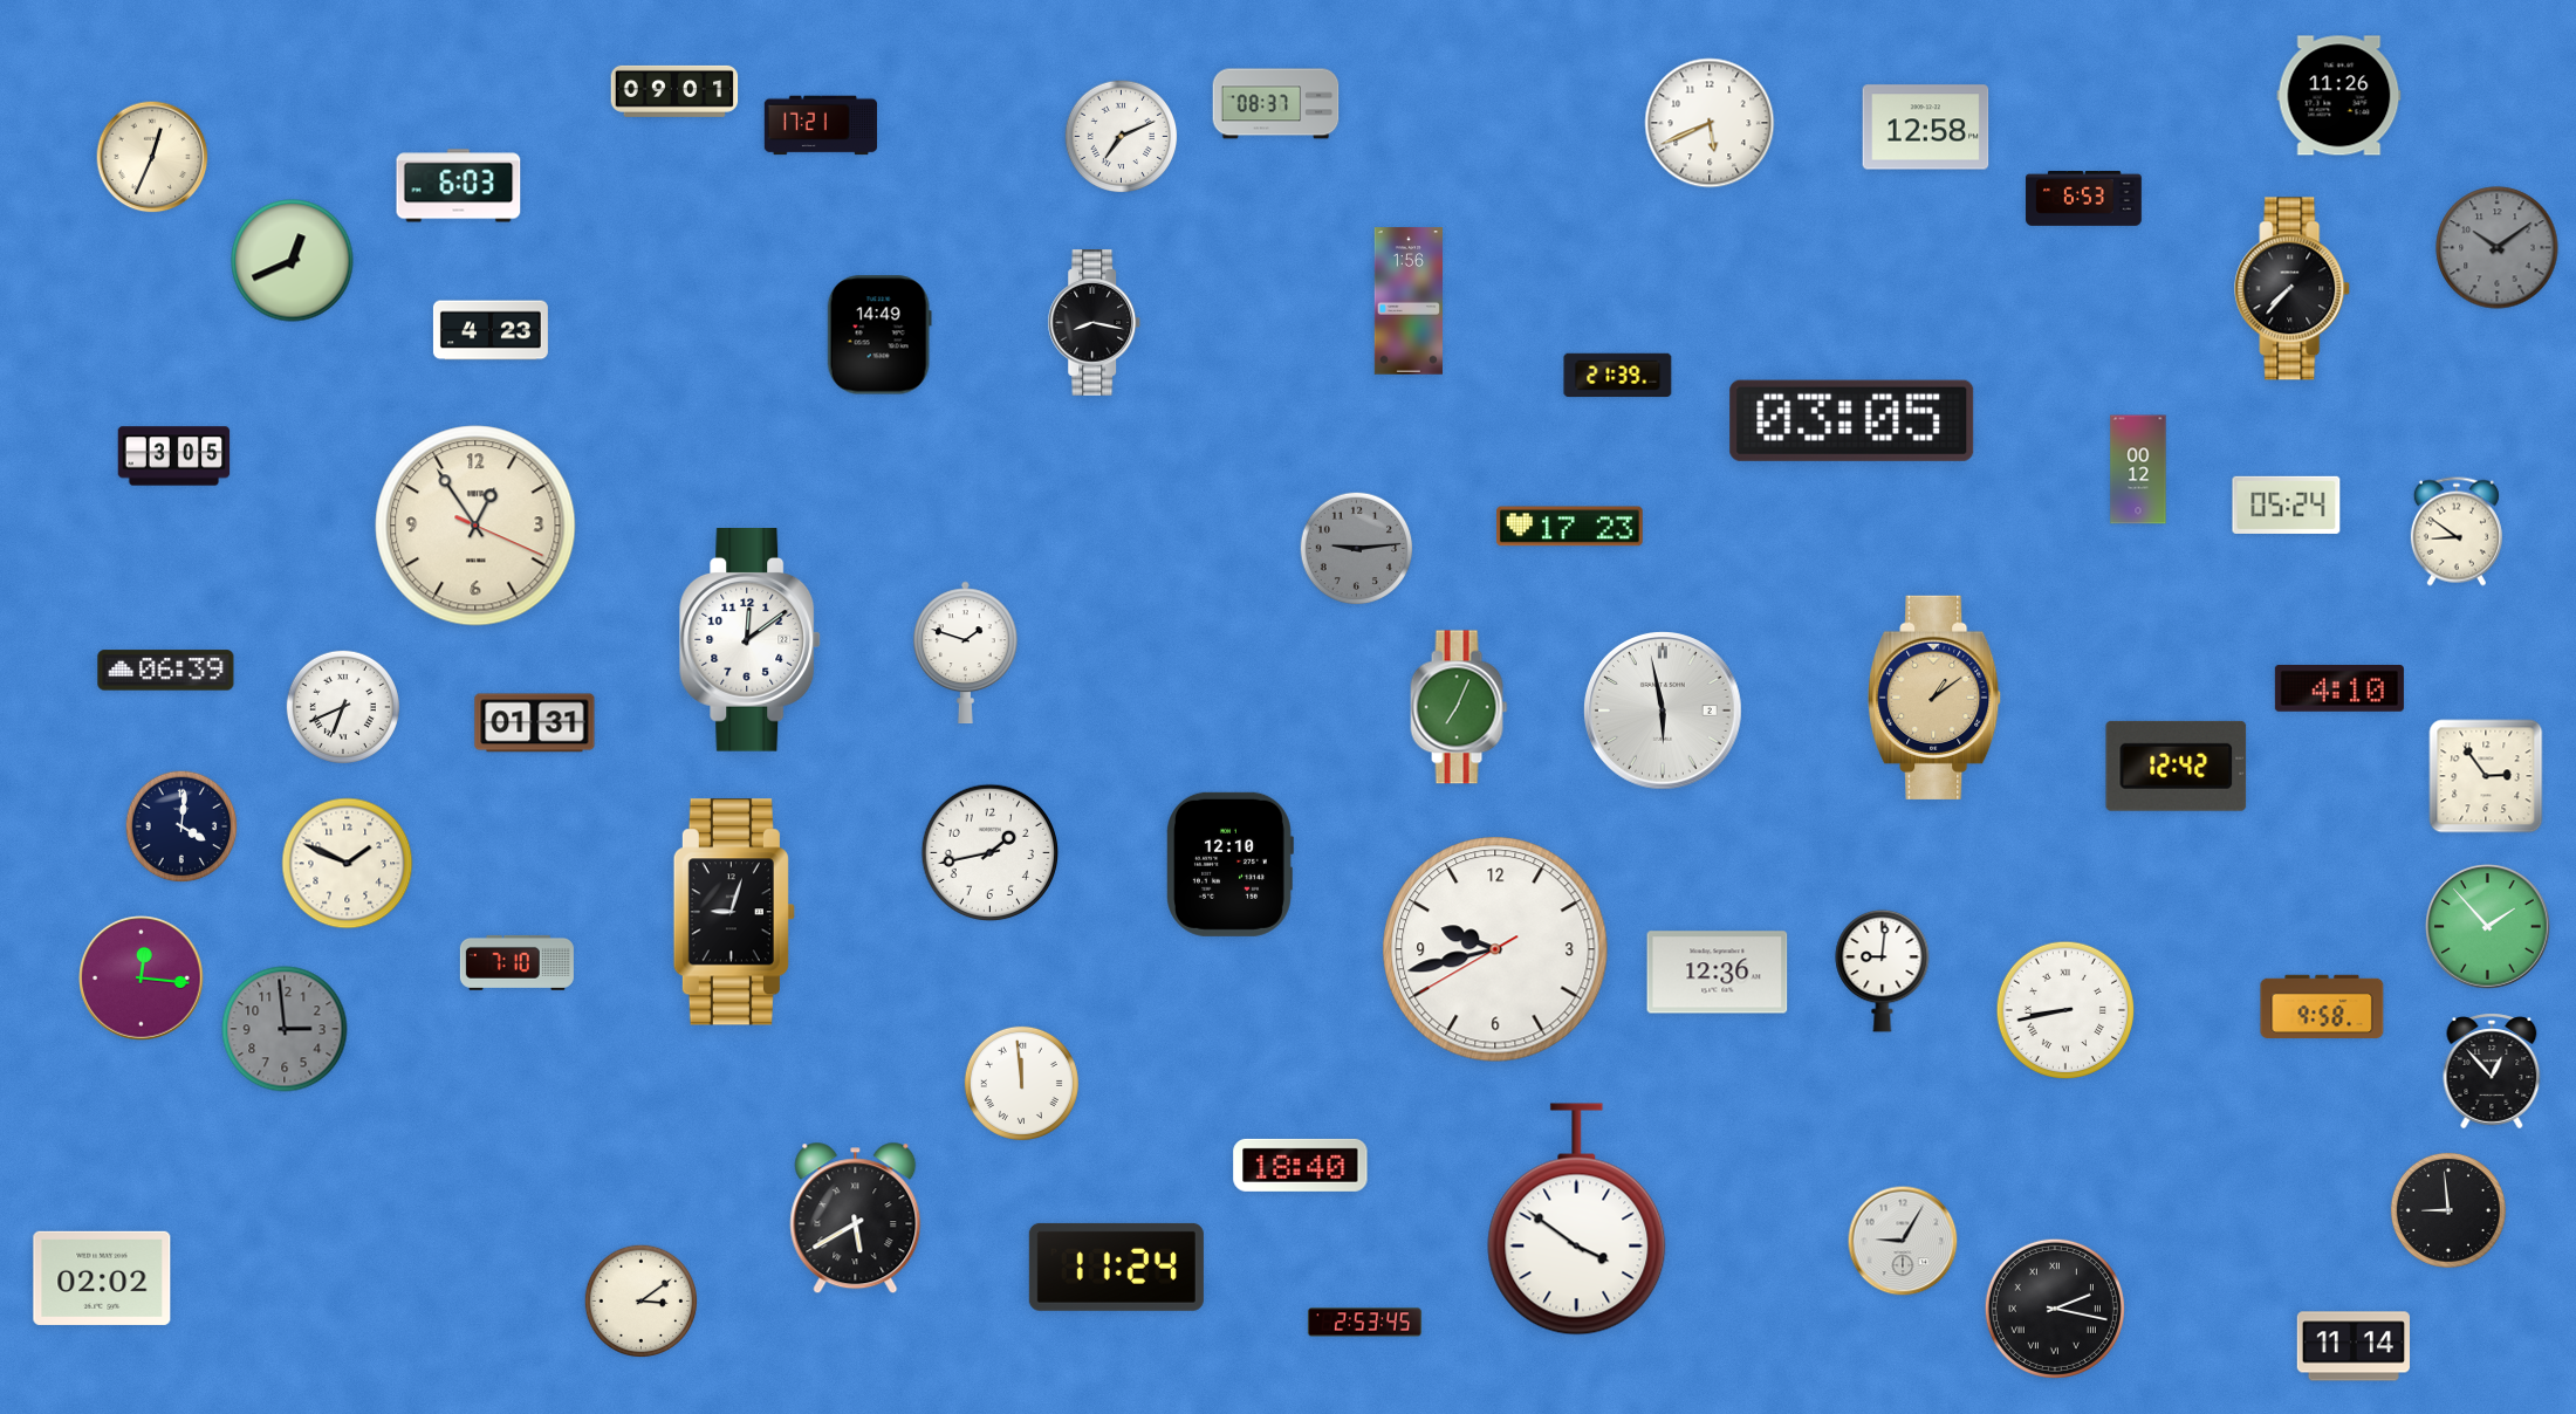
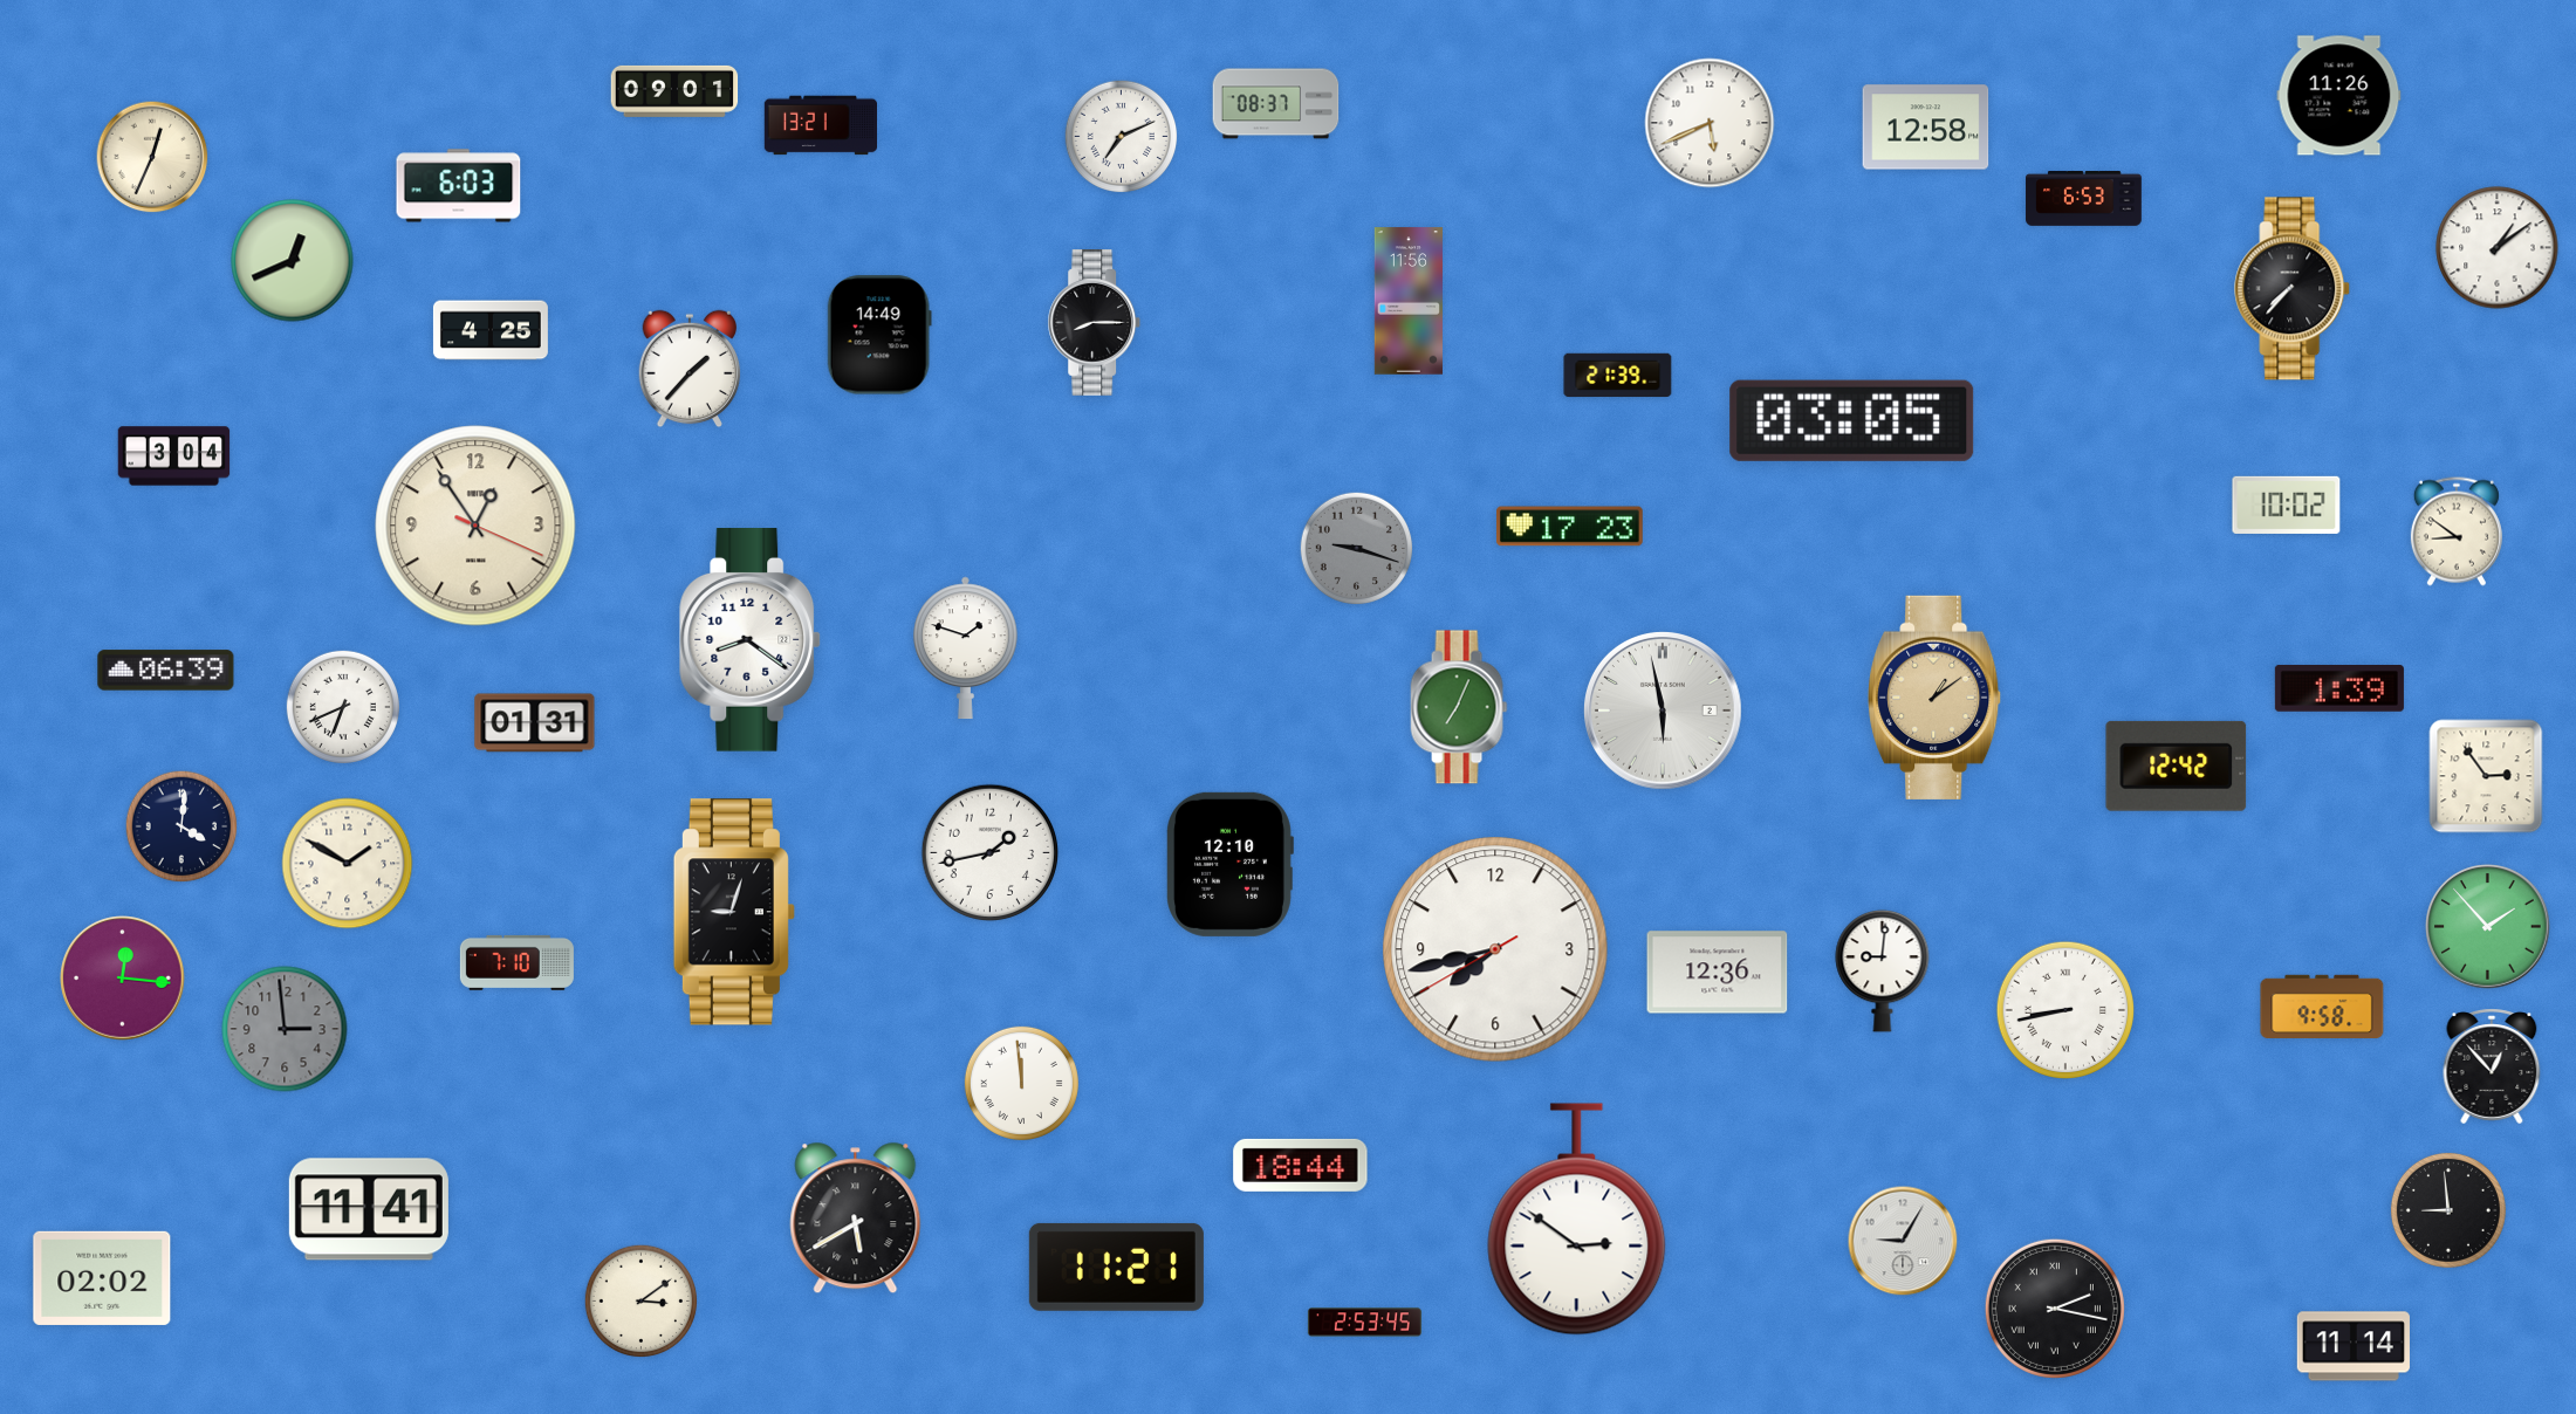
clock at (820, 125): 17:21 -> 13:21
clock at (2498, 248): 10:09 -> 1:09
clock at (2498, 248) dial: grey -> white
clock at (1407, 301): 1:56 -> 11:56
clock at (1095, 323): 8:17 -> 8:15
clock at (491, 330): 4:23 -> 4:25
clock at (690, 369): none -> 1:37
clock at (174, 457): 3:05 -> 3:04
clock at (2138, 469): 00:12 -> none
clock at (2287, 504): 05:24 -> 10:02
clock at (1357, 549): 9:14 -> 9:18
clock at (751, 640): 12:09 -> 8:21
clock at (965, 653) position: (965, 653) -> (965, 648)
clock at (2339, 688): 4:10 -> 1:39
clock at (348, 864): 1:49 -> 1:50
clock at (1495, 949): 9:42 -> 7:42
clock at (142, 979) position: (142, 979) -> (123, 979)
clock at (2492, 1071) position: (2492, 1071) -> (2492, 1066)
clock at (1301, 1165): 18:40 -> 18:44
clock at (369, 1209): none -> 11:41
clock at (1577, 1220): 3:51 -> 2:51
clock at (1116, 1267): 11:24 -> 11:21
